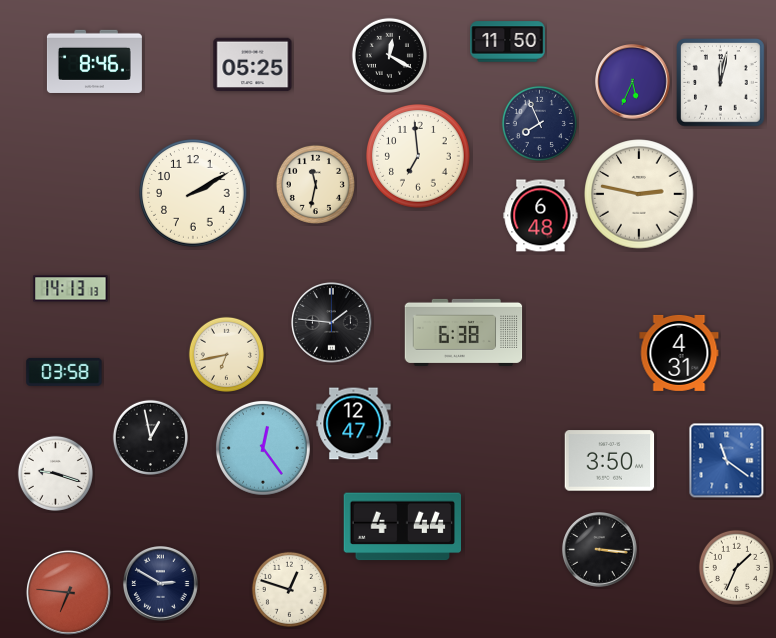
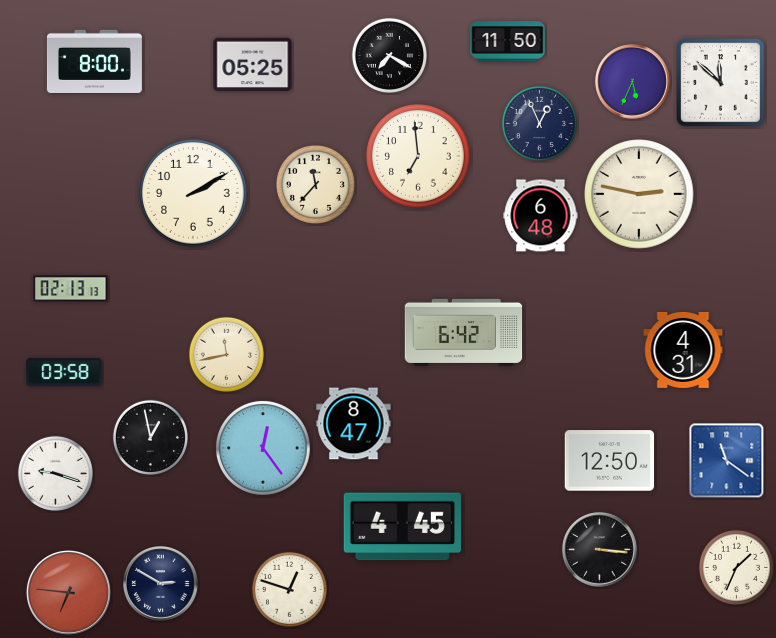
clock at (389, 55): 12:20 -> 7:20
clock at (94, 61): 8:46 -> 8:00
clock at (721, 83): 12:02 -> 11:52
clock at (539, 123): 7:56 -> 12:56
clock at (315, 184): 11:32 -> 11:37
clock at (71, 289): 14:13 -> 02:13
clock at (332, 323): 1:46 -> none
clock at (464, 332): 6:38 -> 6:42
clock at (679, 353) position: (679, 353) -> (683, 350)
clock at (226, 354): 6:43 -> 11:43
clock at (354, 424): 12:47 -> 8:47
clock at (610, 461): 3:50 -> 12:50
clock at (402, 527): 4:44 -> 4:45
